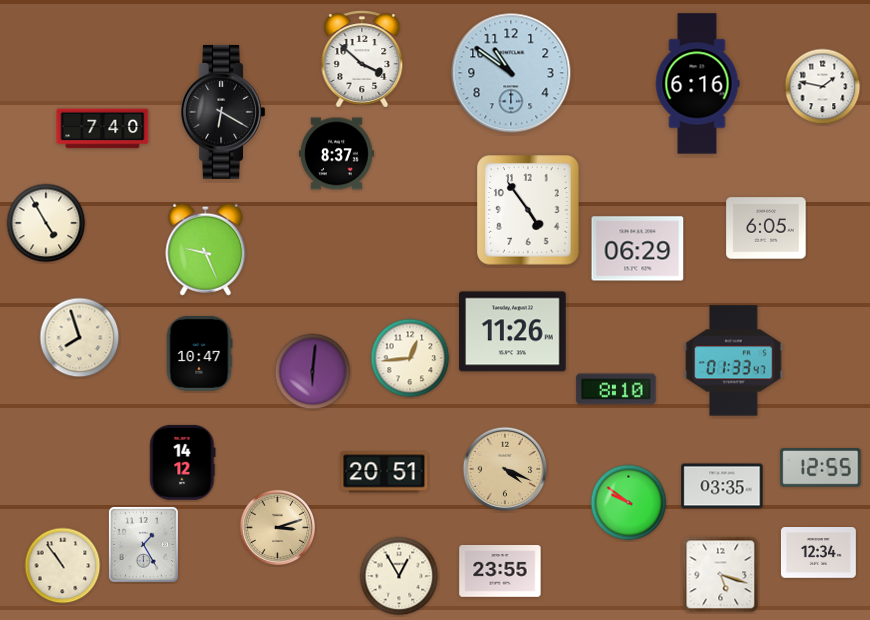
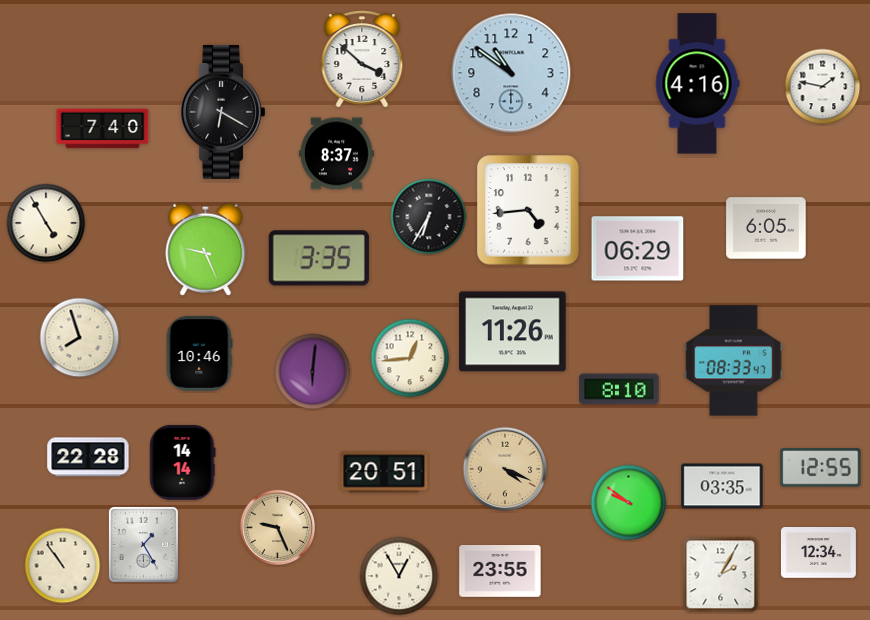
clock at (697, 84): 6:16 -> 4:16
clock at (528, 210): 4:54 -> 4:44
clock at (429, 217): none -> 6:35
clock at (319, 258): none -> 3:35
clock at (199, 353): 10:47 -> 10:46
clock at (734, 361): 01:33 -> 08:33
clock at (616, 389) position: (616, 389) -> (619, 389)
clock at (88, 457): none -> 22:28
clock at (183, 462): 14:12 -> 14:14
clock at (278, 528): 3:12 -> 9:26
clock at (721, 575): 5:18 -> 2:05
